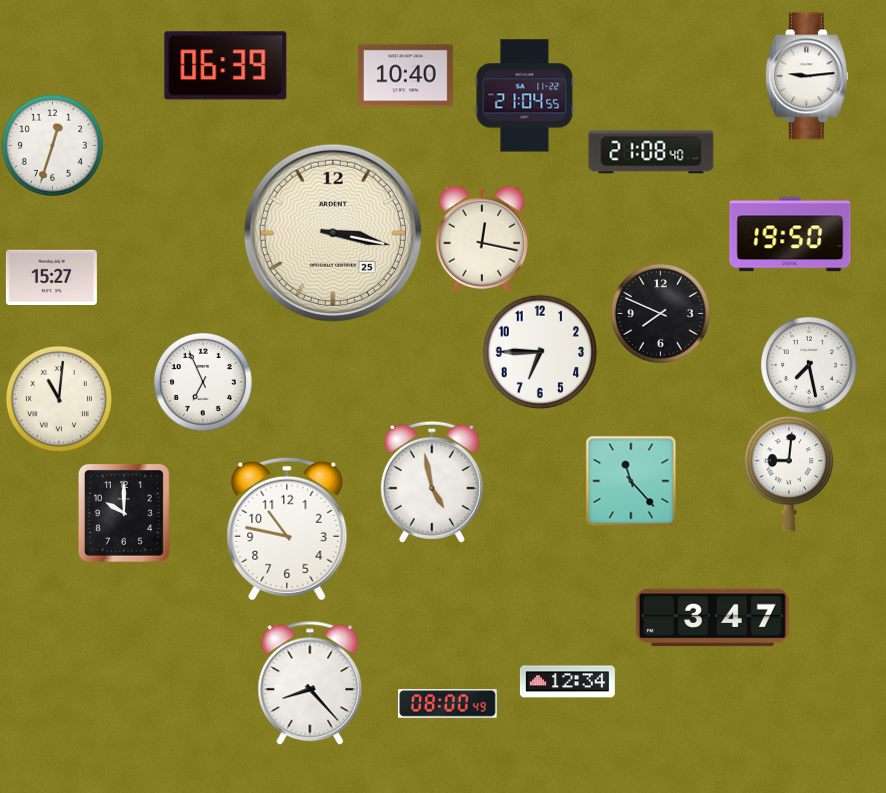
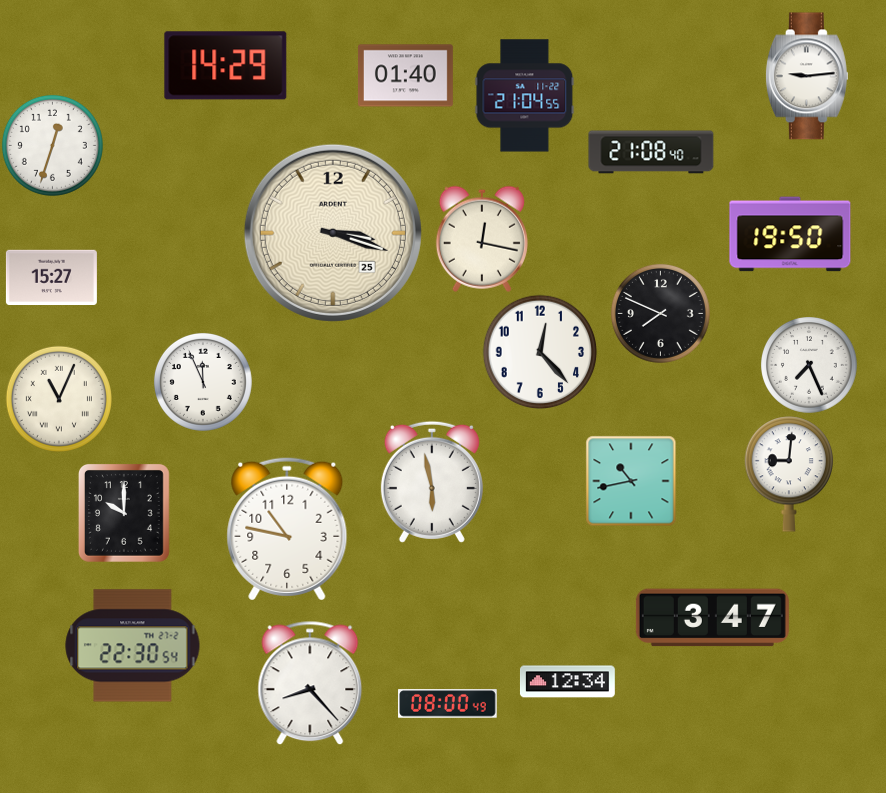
clock at (226, 66): 06:39 -> 14:29
clock at (405, 76): 10:40 -> 01:40
clock at (333, 233): 3:17 -> 3:18
clock at (540, 352): 6:45 -> 12:23
clock at (809, 365): 7:28 -> 7:26
clock at (203, 382): 6:56 -> 11:56
clock at (59, 399): 11:01 -> 11:04
clock at (631, 481): 11:23 -> 10:43
clock at (432, 482): 4:58 -> 5:58
clock at (133, 646): none -> 22:30
